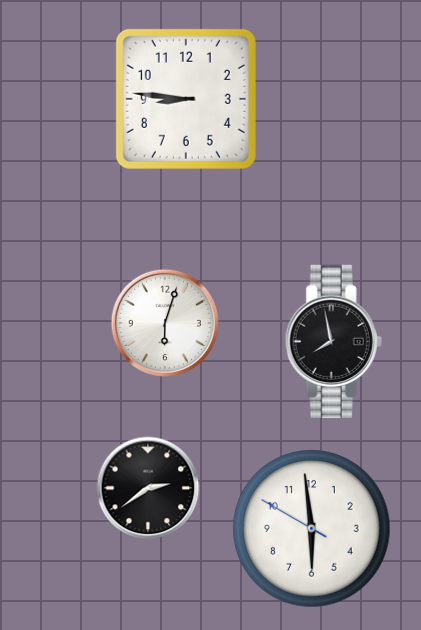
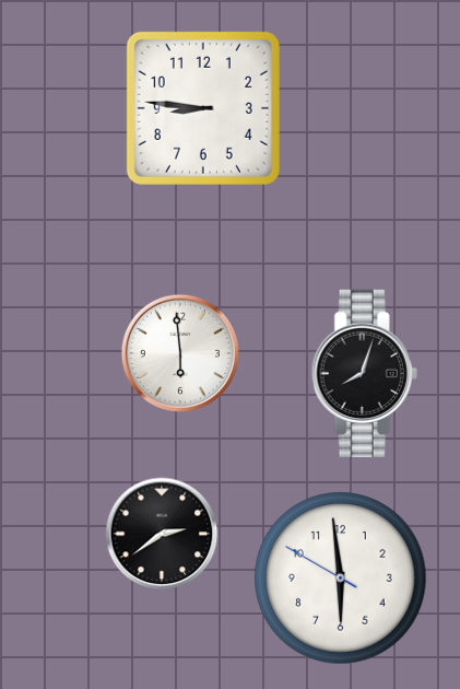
clock at (165, 323): 6:03 -> 5:59
clock at (333, 341): 7:58 -> 8:03
